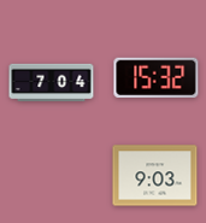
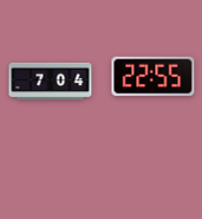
clock at (157, 77): 15:32 -> 22:55
clock at (155, 176): 9:03 -> none
